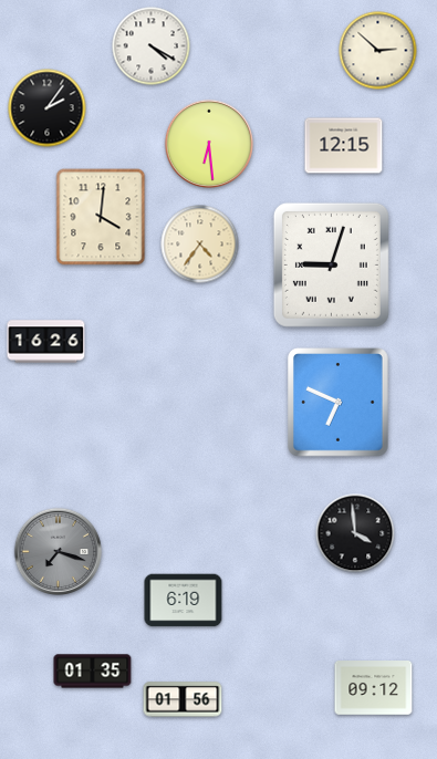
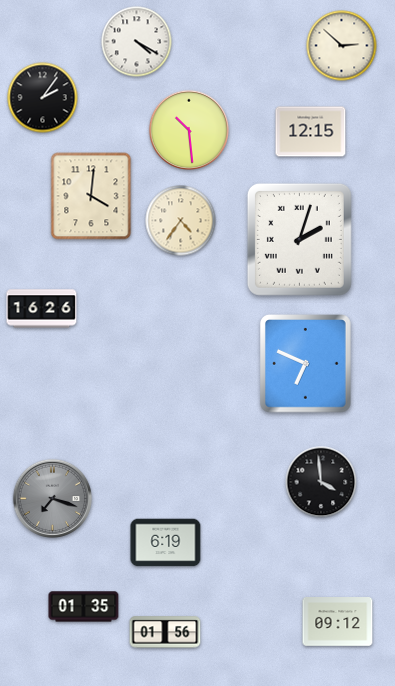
clock at (208, 143): 6:29 -> 10:29
clock at (331, 264): 9:03 -> 2:03
